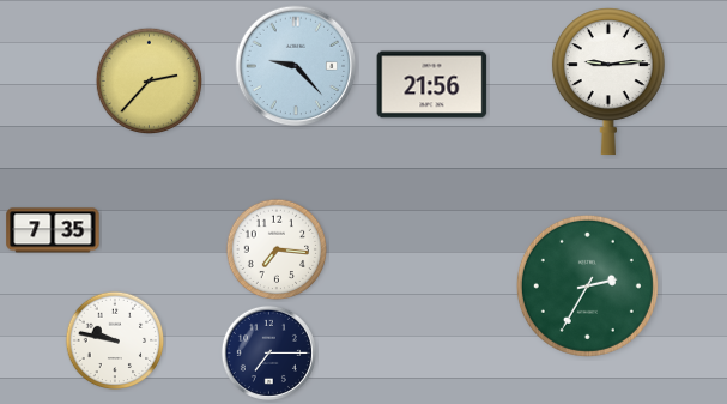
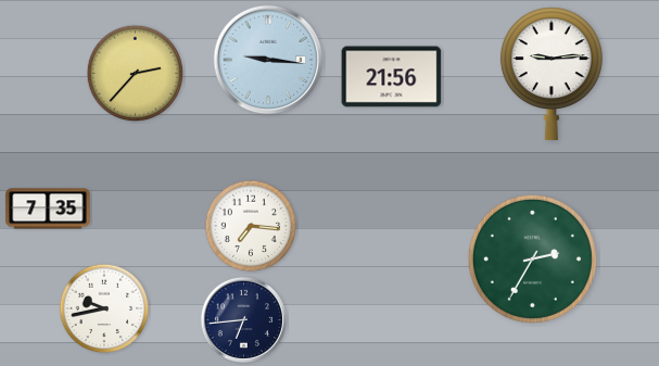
clock at (296, 66): 9:23 -> 9:16
clock at (115, 340): 9:47 -> 9:43
clock at (268, 352): 7:15 -> 6:44
